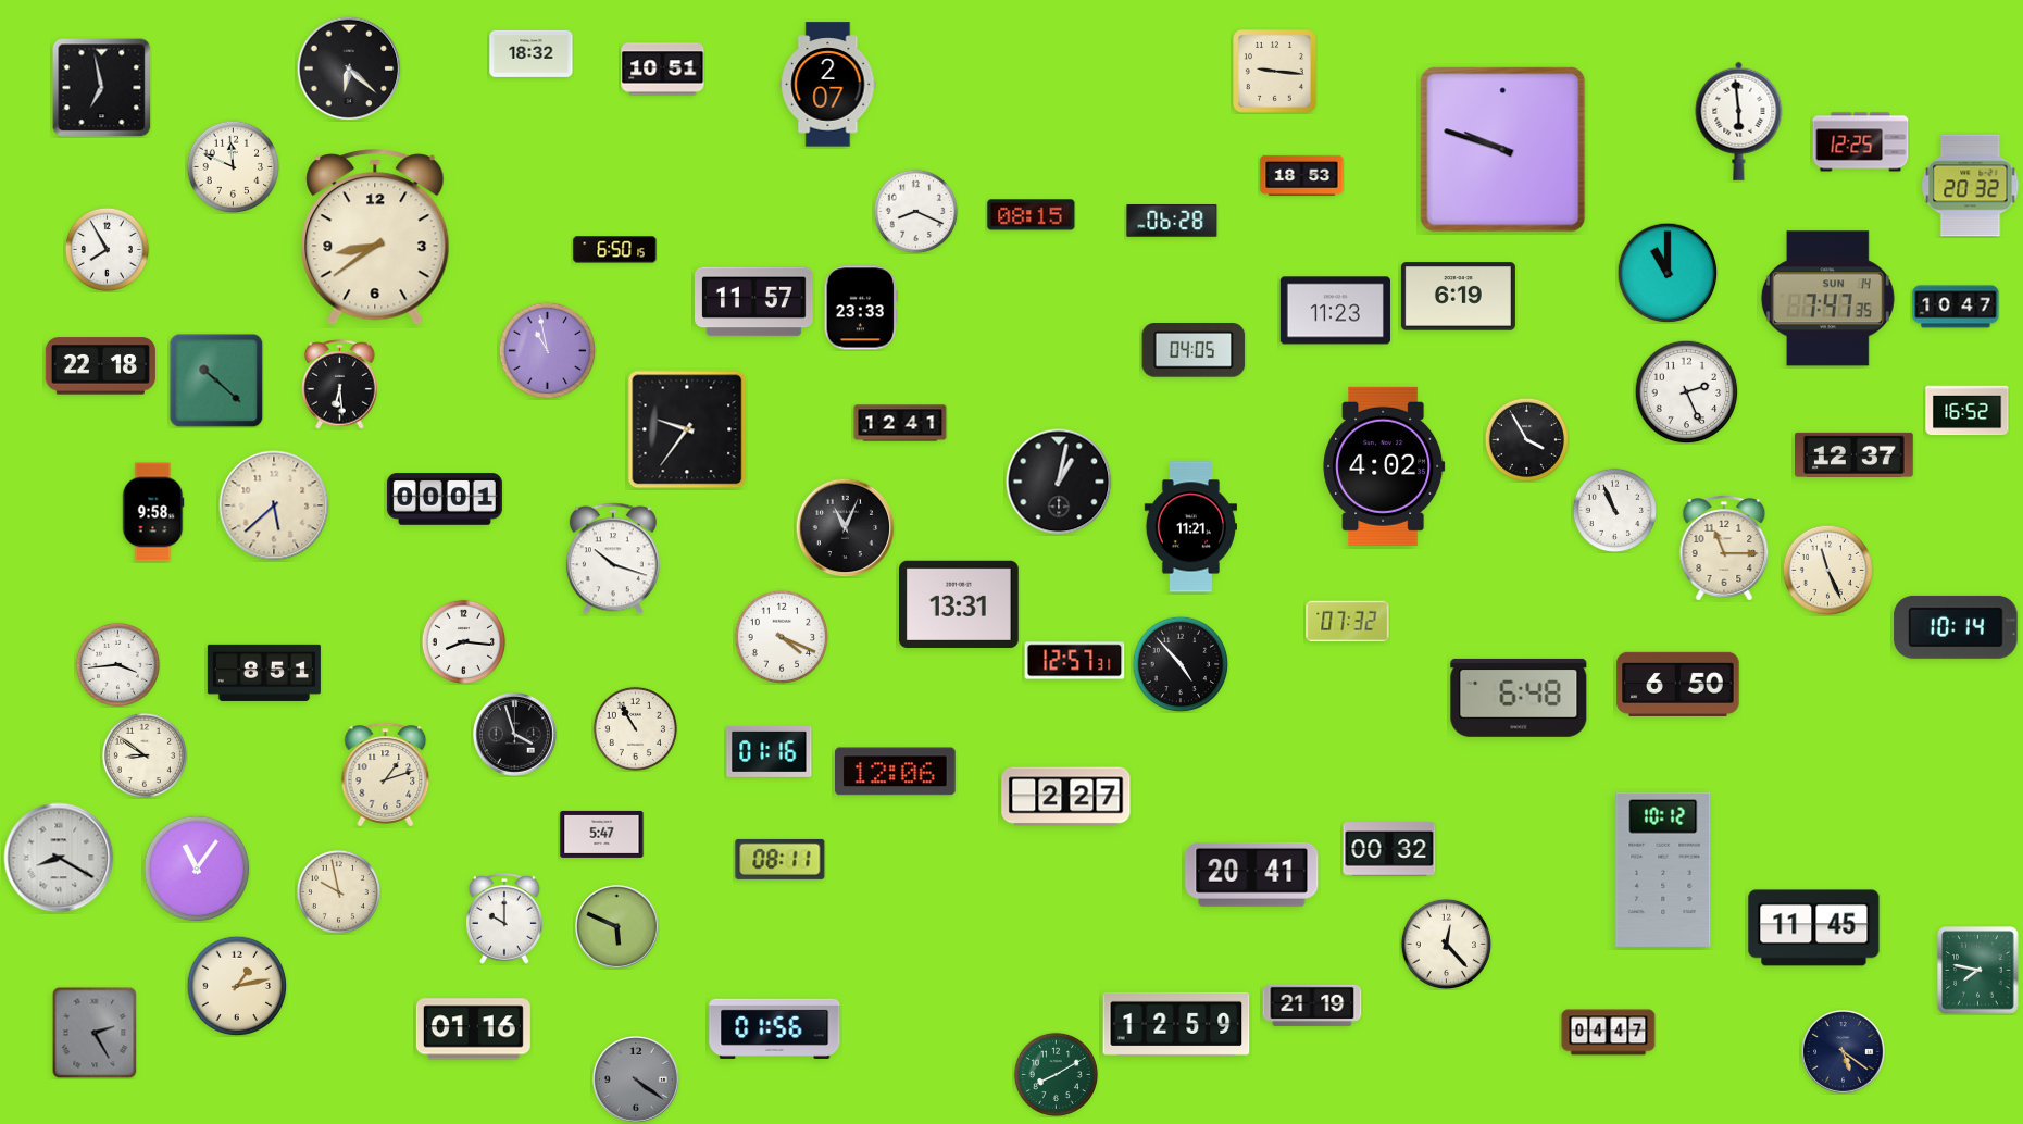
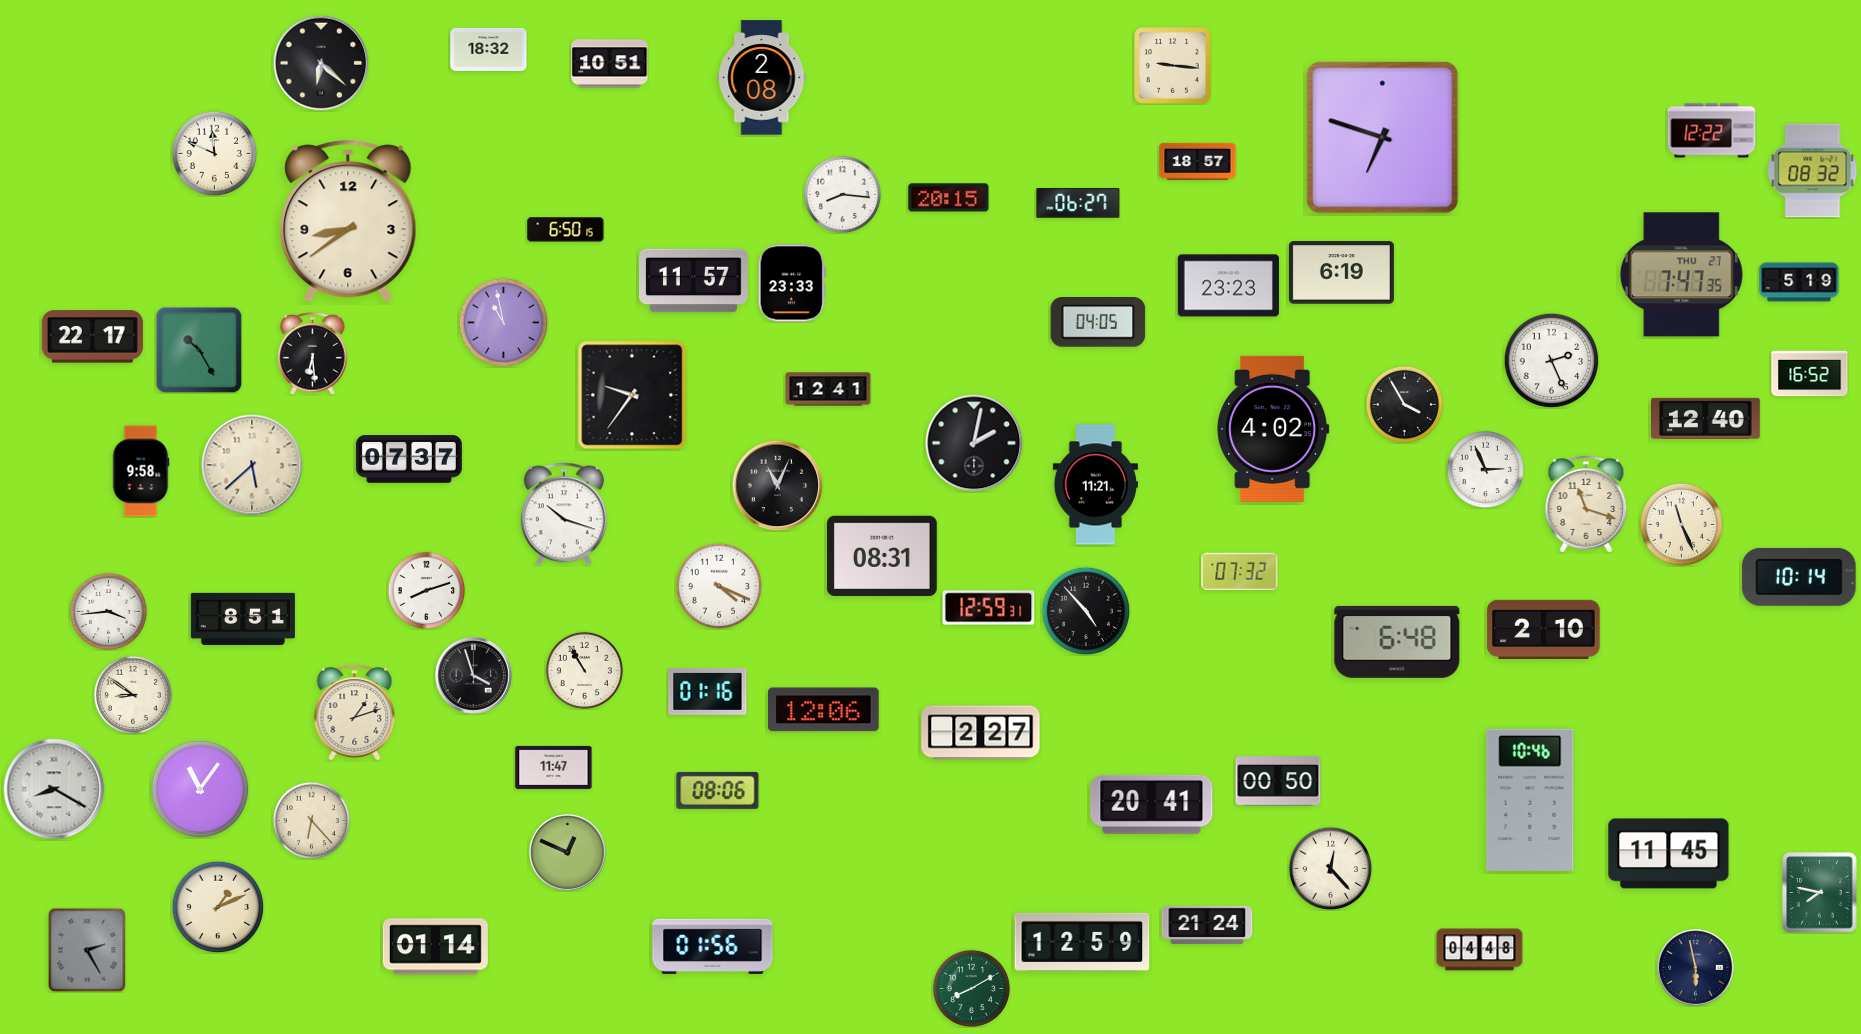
clock at (828, 85): 2:07 -> 2:08
clock at (101, 87): 6:58 -> none
clock at (1739, 121): 5:59 -> none
clock at (1861, 142): 12:25 -> 12:22
clock at (1503, 150): 9:48 -> 6:48
clock at (1302, 175): 18:53 -> 18:57
clock at (1971, 186): 20:32 -> 08:32
clock at (915, 211): 8:19 -> 8:16
clock at (1032, 215): 08:15 -> 20:15
clock at (1172, 221): 06:28 -> 06:27
clock at (375, 237) position: (375, 237) -> (348, 221)
clock at (107, 249): 7:55 -> none
clock at (1668, 273): 11:00 -> none
clock at (1827, 299) date: SUN 14 -> THU 27
clock at (754, 302) position: (754, 302) -> (694, 281)
clock at (1956, 307): 10:47 -> 5:19
clock at (1335, 311): 11:23 -> 23:23
clock at (100, 366): 22:18 -> 22:17
clock at (216, 380): 10:22 -> 10:25
clock at (1968, 411) position: (1968, 411) -> (1810, 374)
clock at (1855, 454): 12:37 -> 12:40
clock at (1059, 482): 1:02 -> 2:02
clock at (445, 499): 00:01 -> 07:37
clock at (1614, 510): 10:56 -> 2:56
clock at (1724, 548): 11:15 -> 11:18
clock at (960, 604): 13:31 -> 08:31
clock at (463, 641): 8:16 -> 8:12
clock at (1075, 661): 12:57 -> 12:59
clock at (1678, 684): 6:50 -> 2:10
clock at (602, 834): 5:47 -> 11:47
clock at (1389, 849): 00:32 -> 00:50
clock at (781, 859): 08:11 -> 08:06
clock at (197, 869) position: (197, 869) -> (200, 789)
clock at (1663, 870): 10:12 -> 10:46
clock at (338, 891): 9:58 -> 6:23
clock at (504, 919): 10:00 -> none
clock at (617, 927): 5:49 -> 12:49
clock at (237, 986): 1:13 -> 1:11
clock at (1312, 1006): 21:19 -> 21:24
clock at (473, 1029): 01:16 -> 01:14
clock at (1609, 1033): 04:47 -> 04:48
clock at (1844, 1052): 5:21 -> 5:58
clock at (636, 1079): 4:21 -> none
